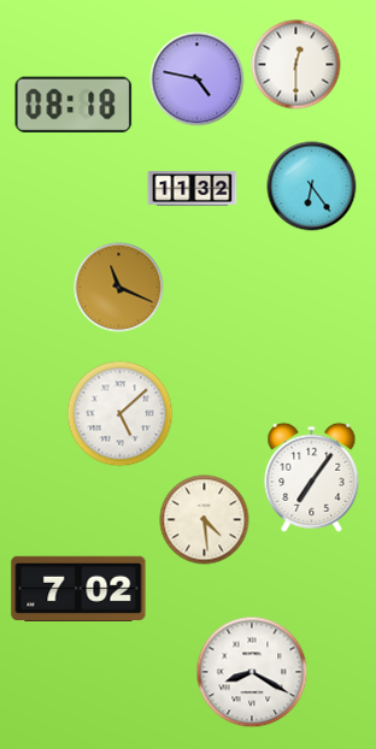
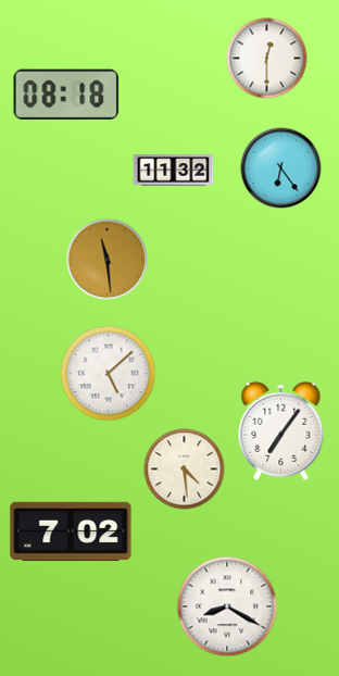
clock at (198, 79): 4:47 -> none
clock at (119, 288): 11:19 -> 11:29
